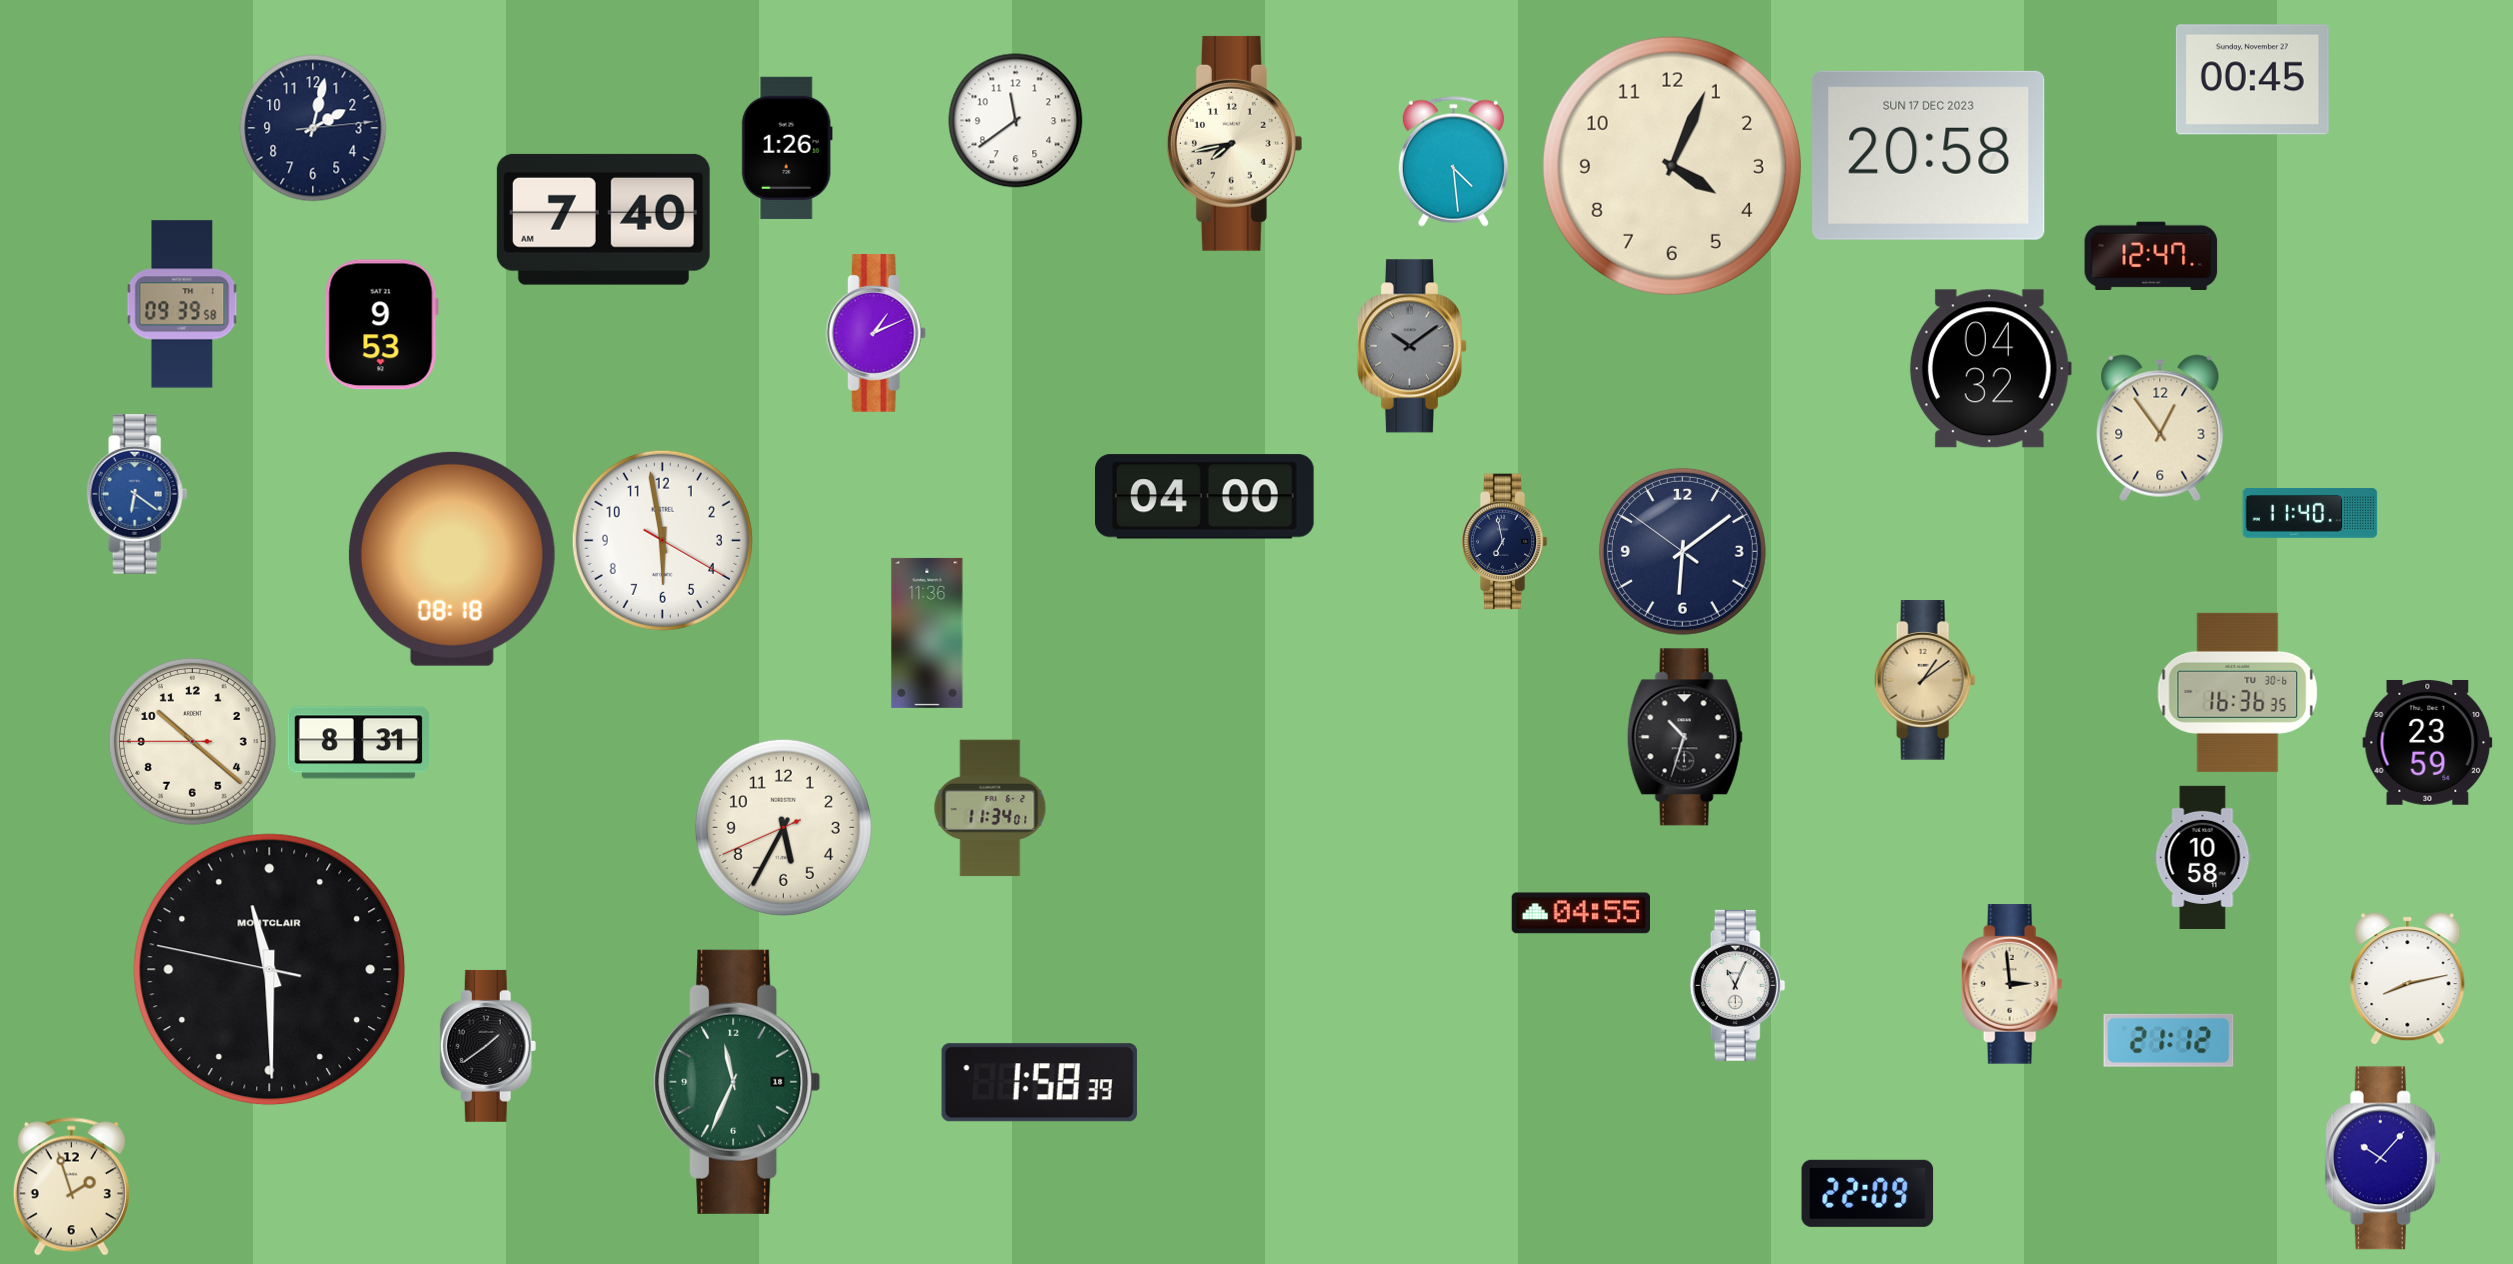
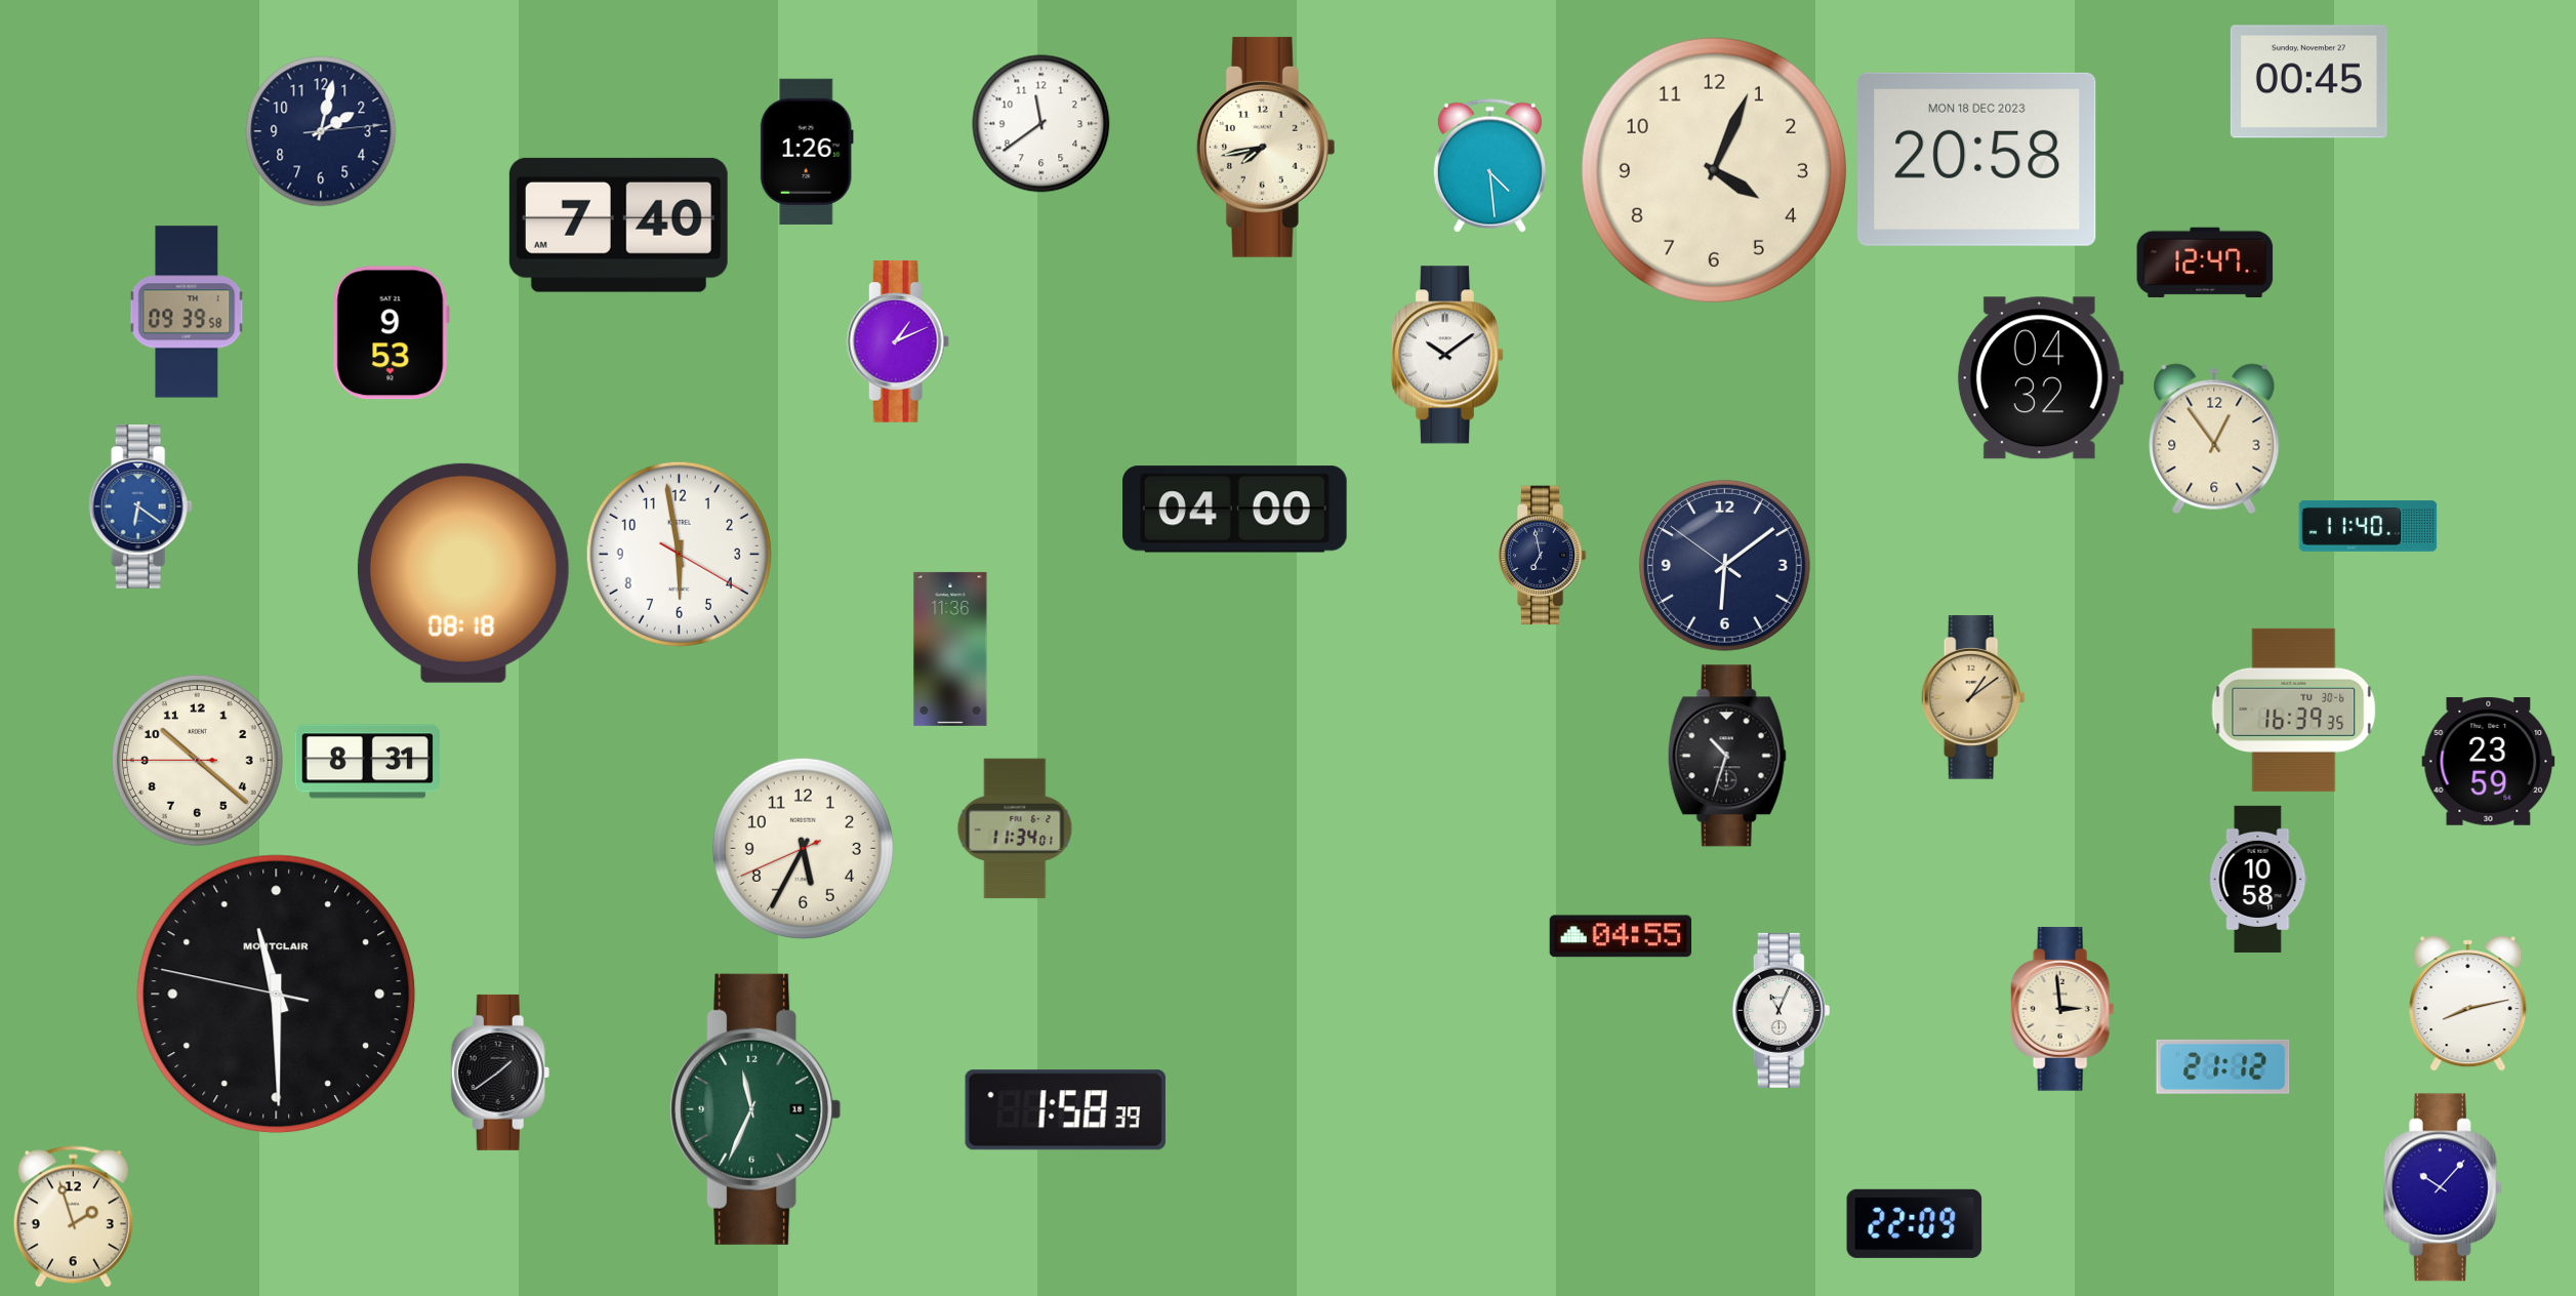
clock at (1929, 155) date: SUN 17 DEC 2023 -> MON 18 DEC 2023
clock at (1412, 346) dial: grey -> white
clock at (2238, 692): 16:36 -> 16:39
